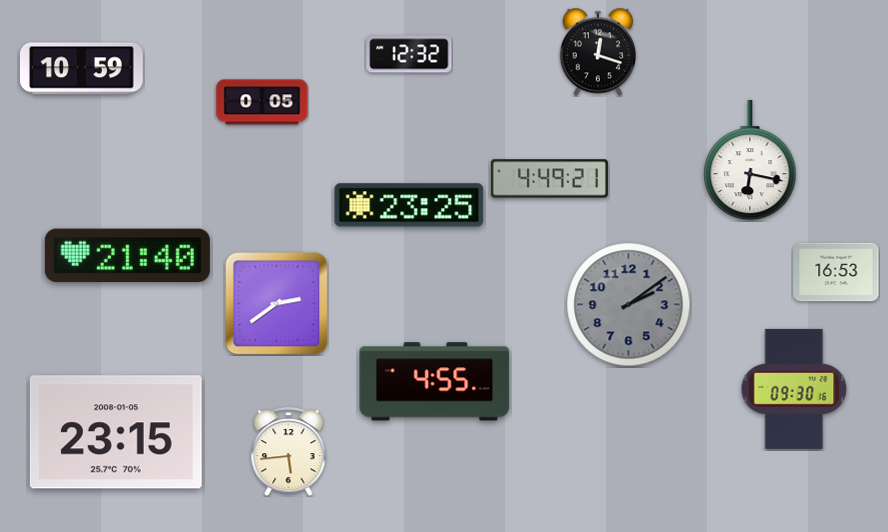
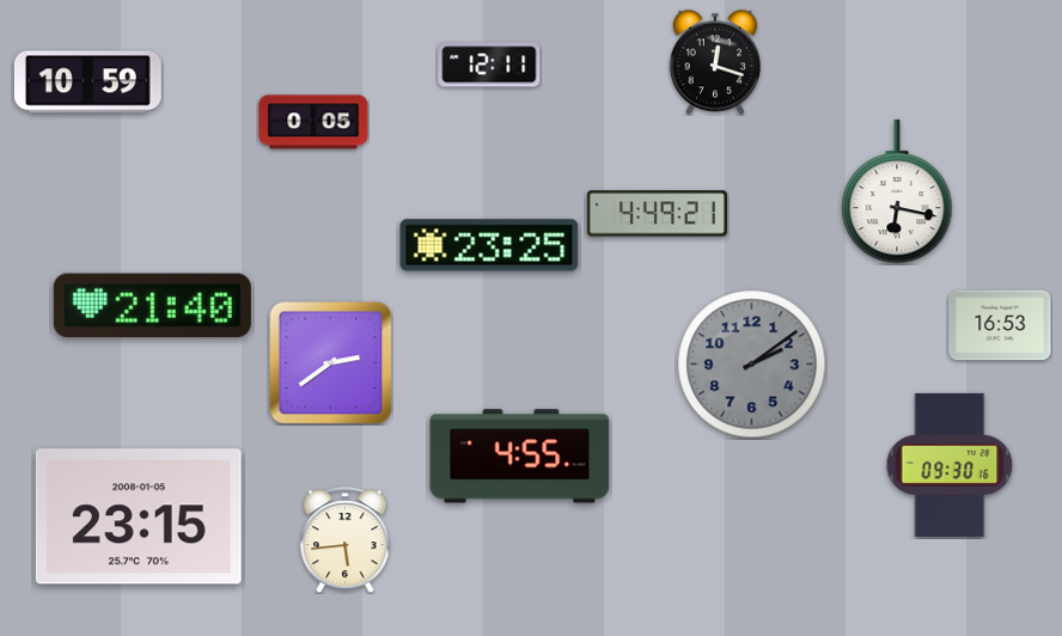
clock at (409, 54): 12:32 -> 12:11
clock at (81, 69) position: (81, 69) -> (87, 82)
